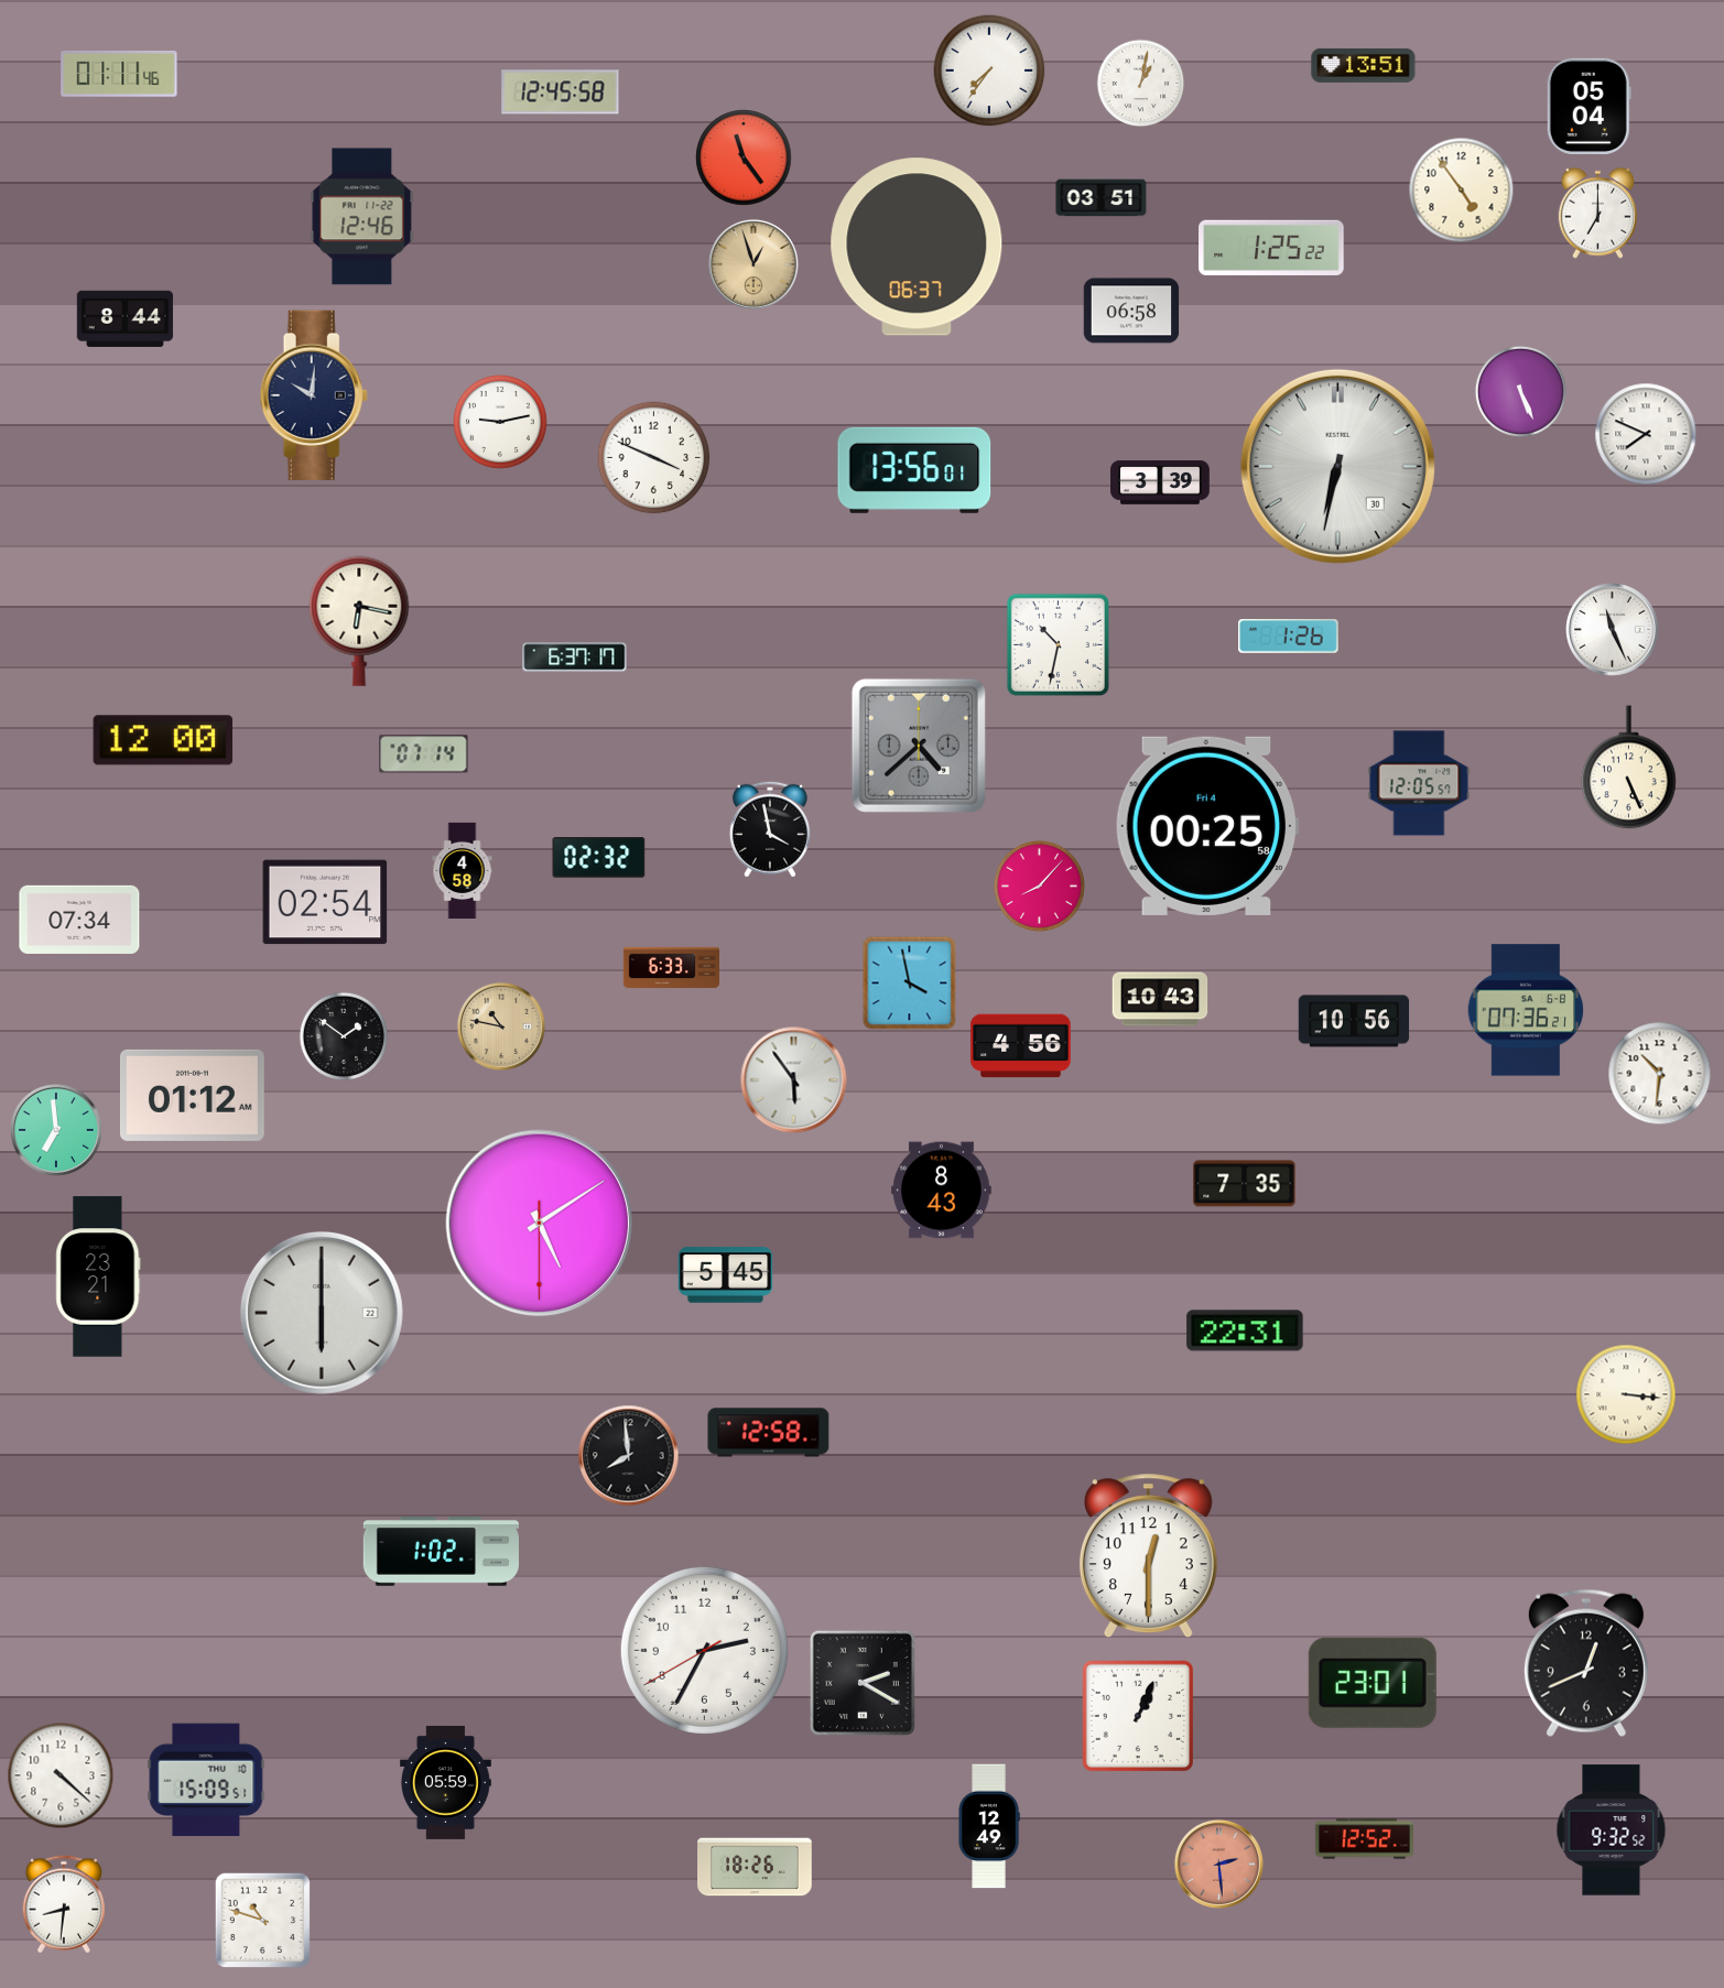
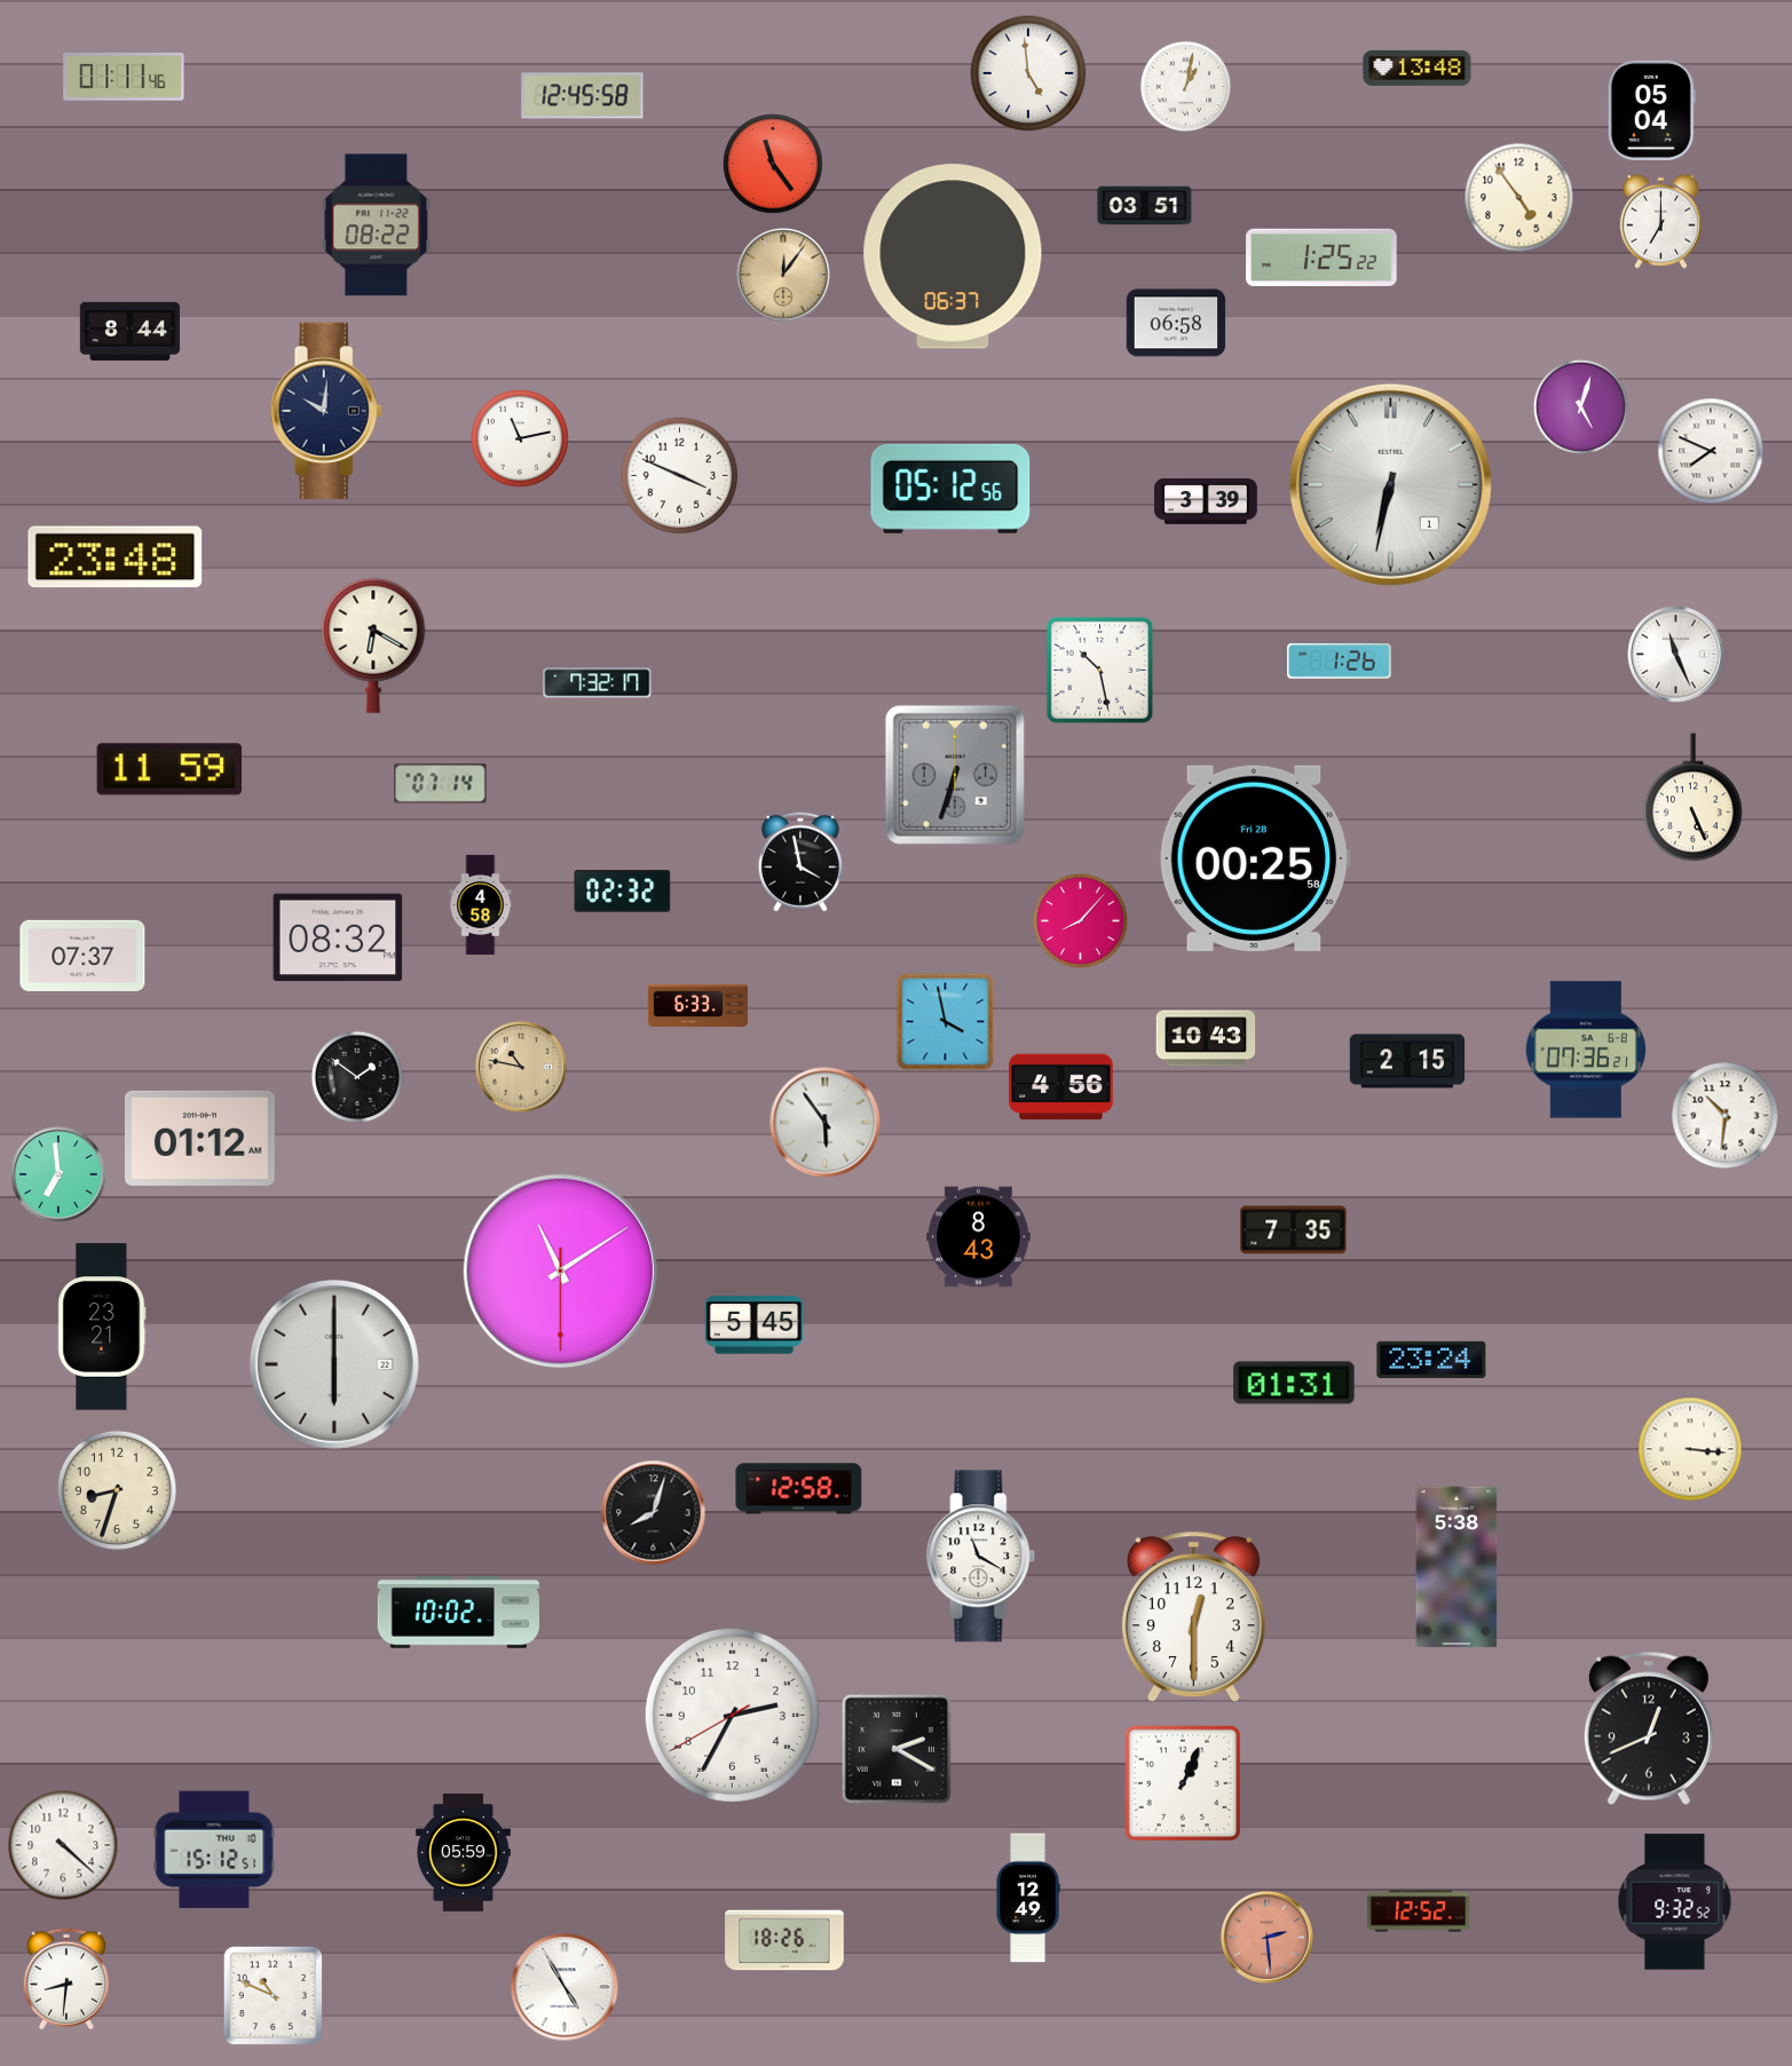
clock at (1364, 65): 13:51 -> 13:48
clock at (989, 70): 7:36 -> 4:59
clock at (362, 217): 12:46 -> 08:22
clock at (753, 264): 12:57 -> 12:06
clock at (1520, 391): 5:26 -> 5:03
clock at (501, 423): 9:13 -> 11:13
clock at (1337, 466) date: 30 -> 1
clock at (914, 470): 13:56 -> 05:12
clock at (116, 557): none -> 23:48
clock at (359, 621): 6:17 -> 6:20
clock at (1058, 644): 10:32 -> 10:28
clock at (575, 658): 6:37 -> 7:32
clock at (163, 740): 12:00 -> 11:59
clock at (919, 746): 4:38 -> 6:33
clock at (1419, 783): 12:05 -> none
clock at (1207, 826) date: Fri 4 -> Fri 28
clock at (325, 902): 02:54 -> 08:32
clock at (79, 920): 07:34 -> 07:37
clock at (1354, 1021): 10:56 -> 2:15
clock at (540, 1224): 5:09 -> 11:09
clock at (1431, 1360): none -> 23:24
clock at (1245, 1330): 22:31 -> 01:31
clock at (116, 1489): none -> 8:33
clock at (629, 1456): 7:59 -> 8:03
clock at (981, 1557): none -> 11:20
clock at (1457, 1567): none -> 5:38
clock at (441, 1552): 1:02 -> 10:02
clock at (1373, 1683): 23:01 -> none
clock at (206, 1780): 15:09 -> 15:12
clock at (565, 1987): none -> 4:55
clock at (263, 1921): 10:48 -> 10:49
